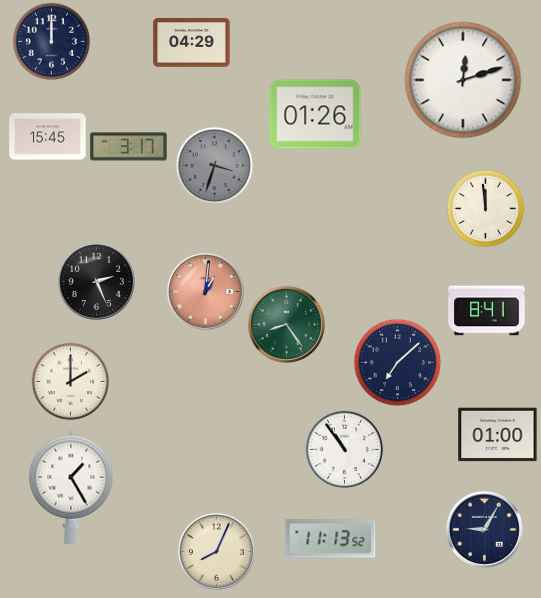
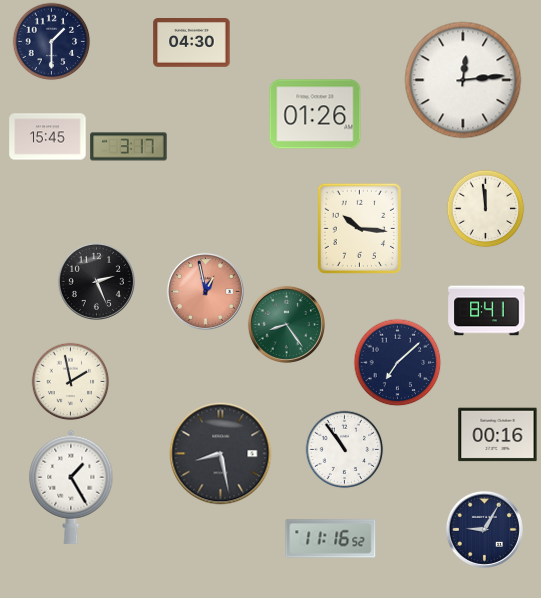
clock at (51, 41): 12:00 -> 1:30
clock at (192, 43): 04:29 -> 04:30
clock at (463, 80): 12:12 -> 12:14
clock at (214, 165): 3:33 -> none
clock at (359, 228): none -> 10:16
clock at (205, 291): 1:01 -> 12:58
clock at (70, 381): 2:00 -> 1:58
clock at (498, 435): 01:00 -> 00:16
clock at (221, 454): none -> 8:28
clock at (331, 539): 11:13 -> 11:16
clock at (216, 551): 8:04 -> none
